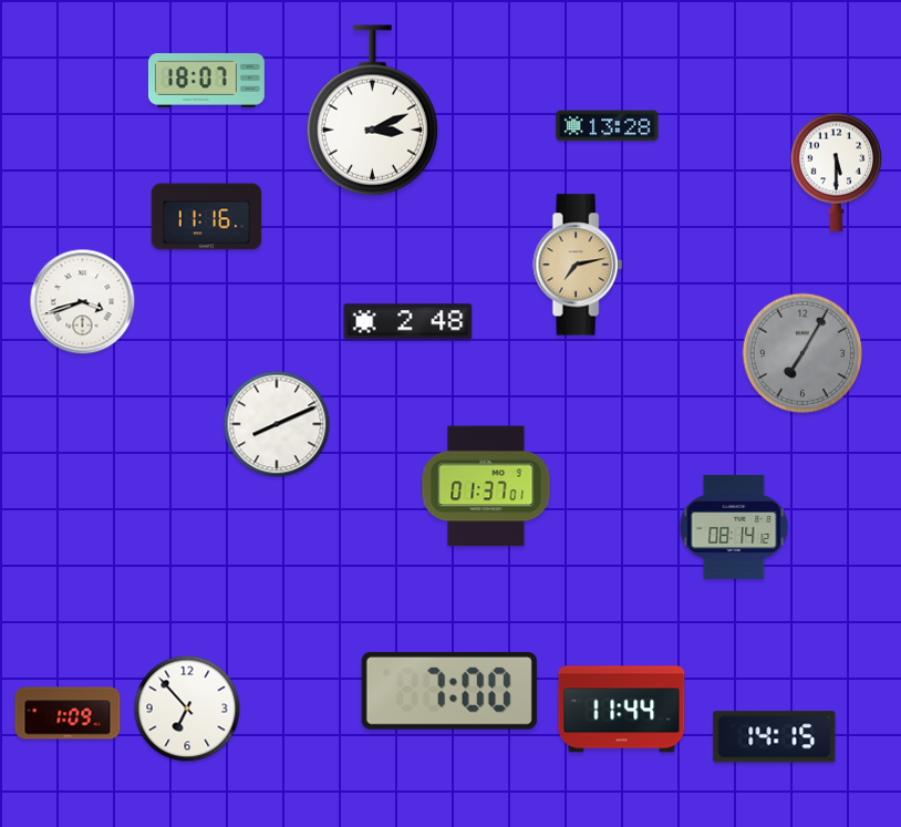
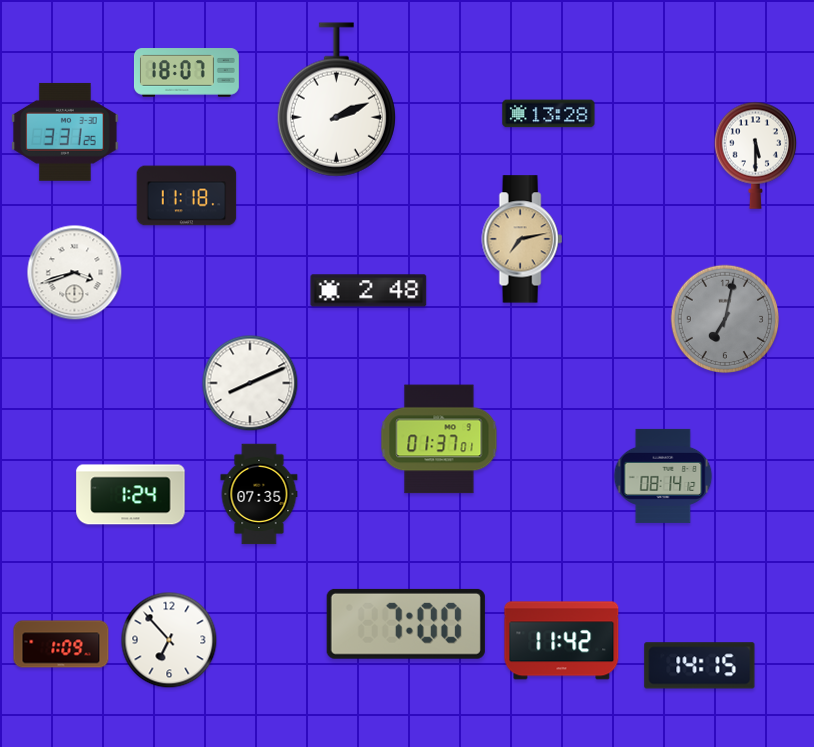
clock at (372, 111): 3:11 -> 2:11
clock at (65, 132): none -> 3:31
clock at (207, 217): 11:16 -> 11:18
clock at (802, 353): 7:05 -> 7:02
clock at (259, 494): none -> 07:35
clock at (131, 495): none -> 1:24
clock at (622, 710): 11:44 -> 11:42
